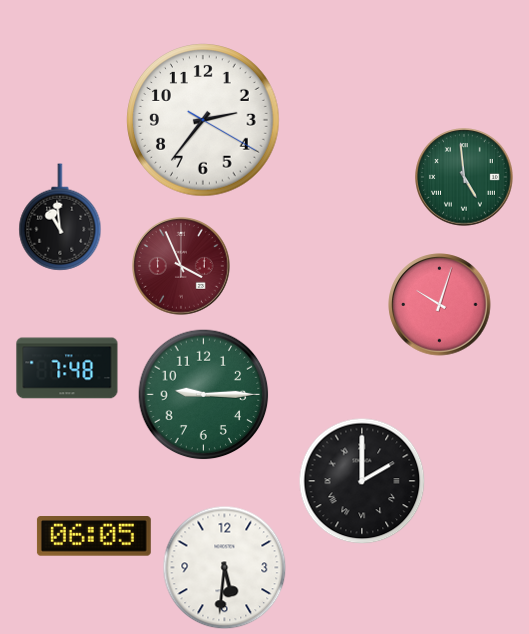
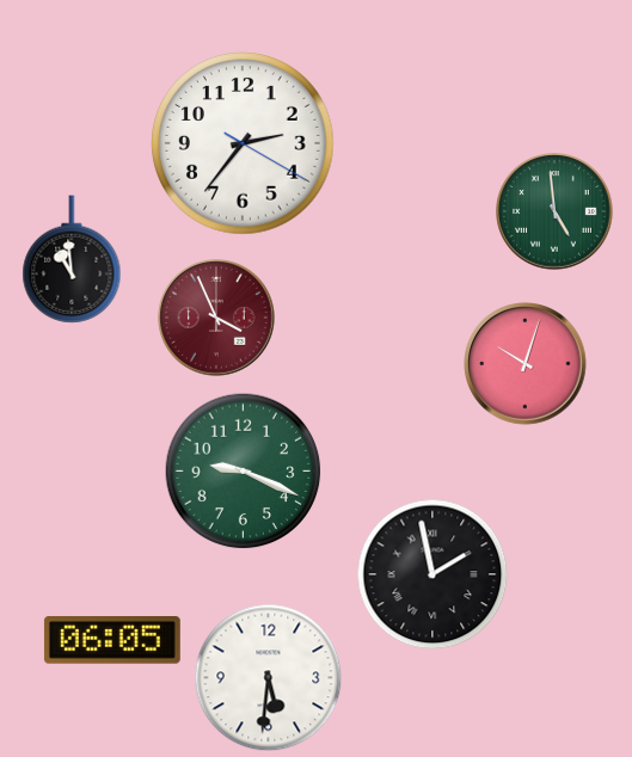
clock at (67, 368): 7:48 -> none
clock at (204, 395): 9:15 -> 9:19
clock at (362, 481): 2:00 -> 1:58
